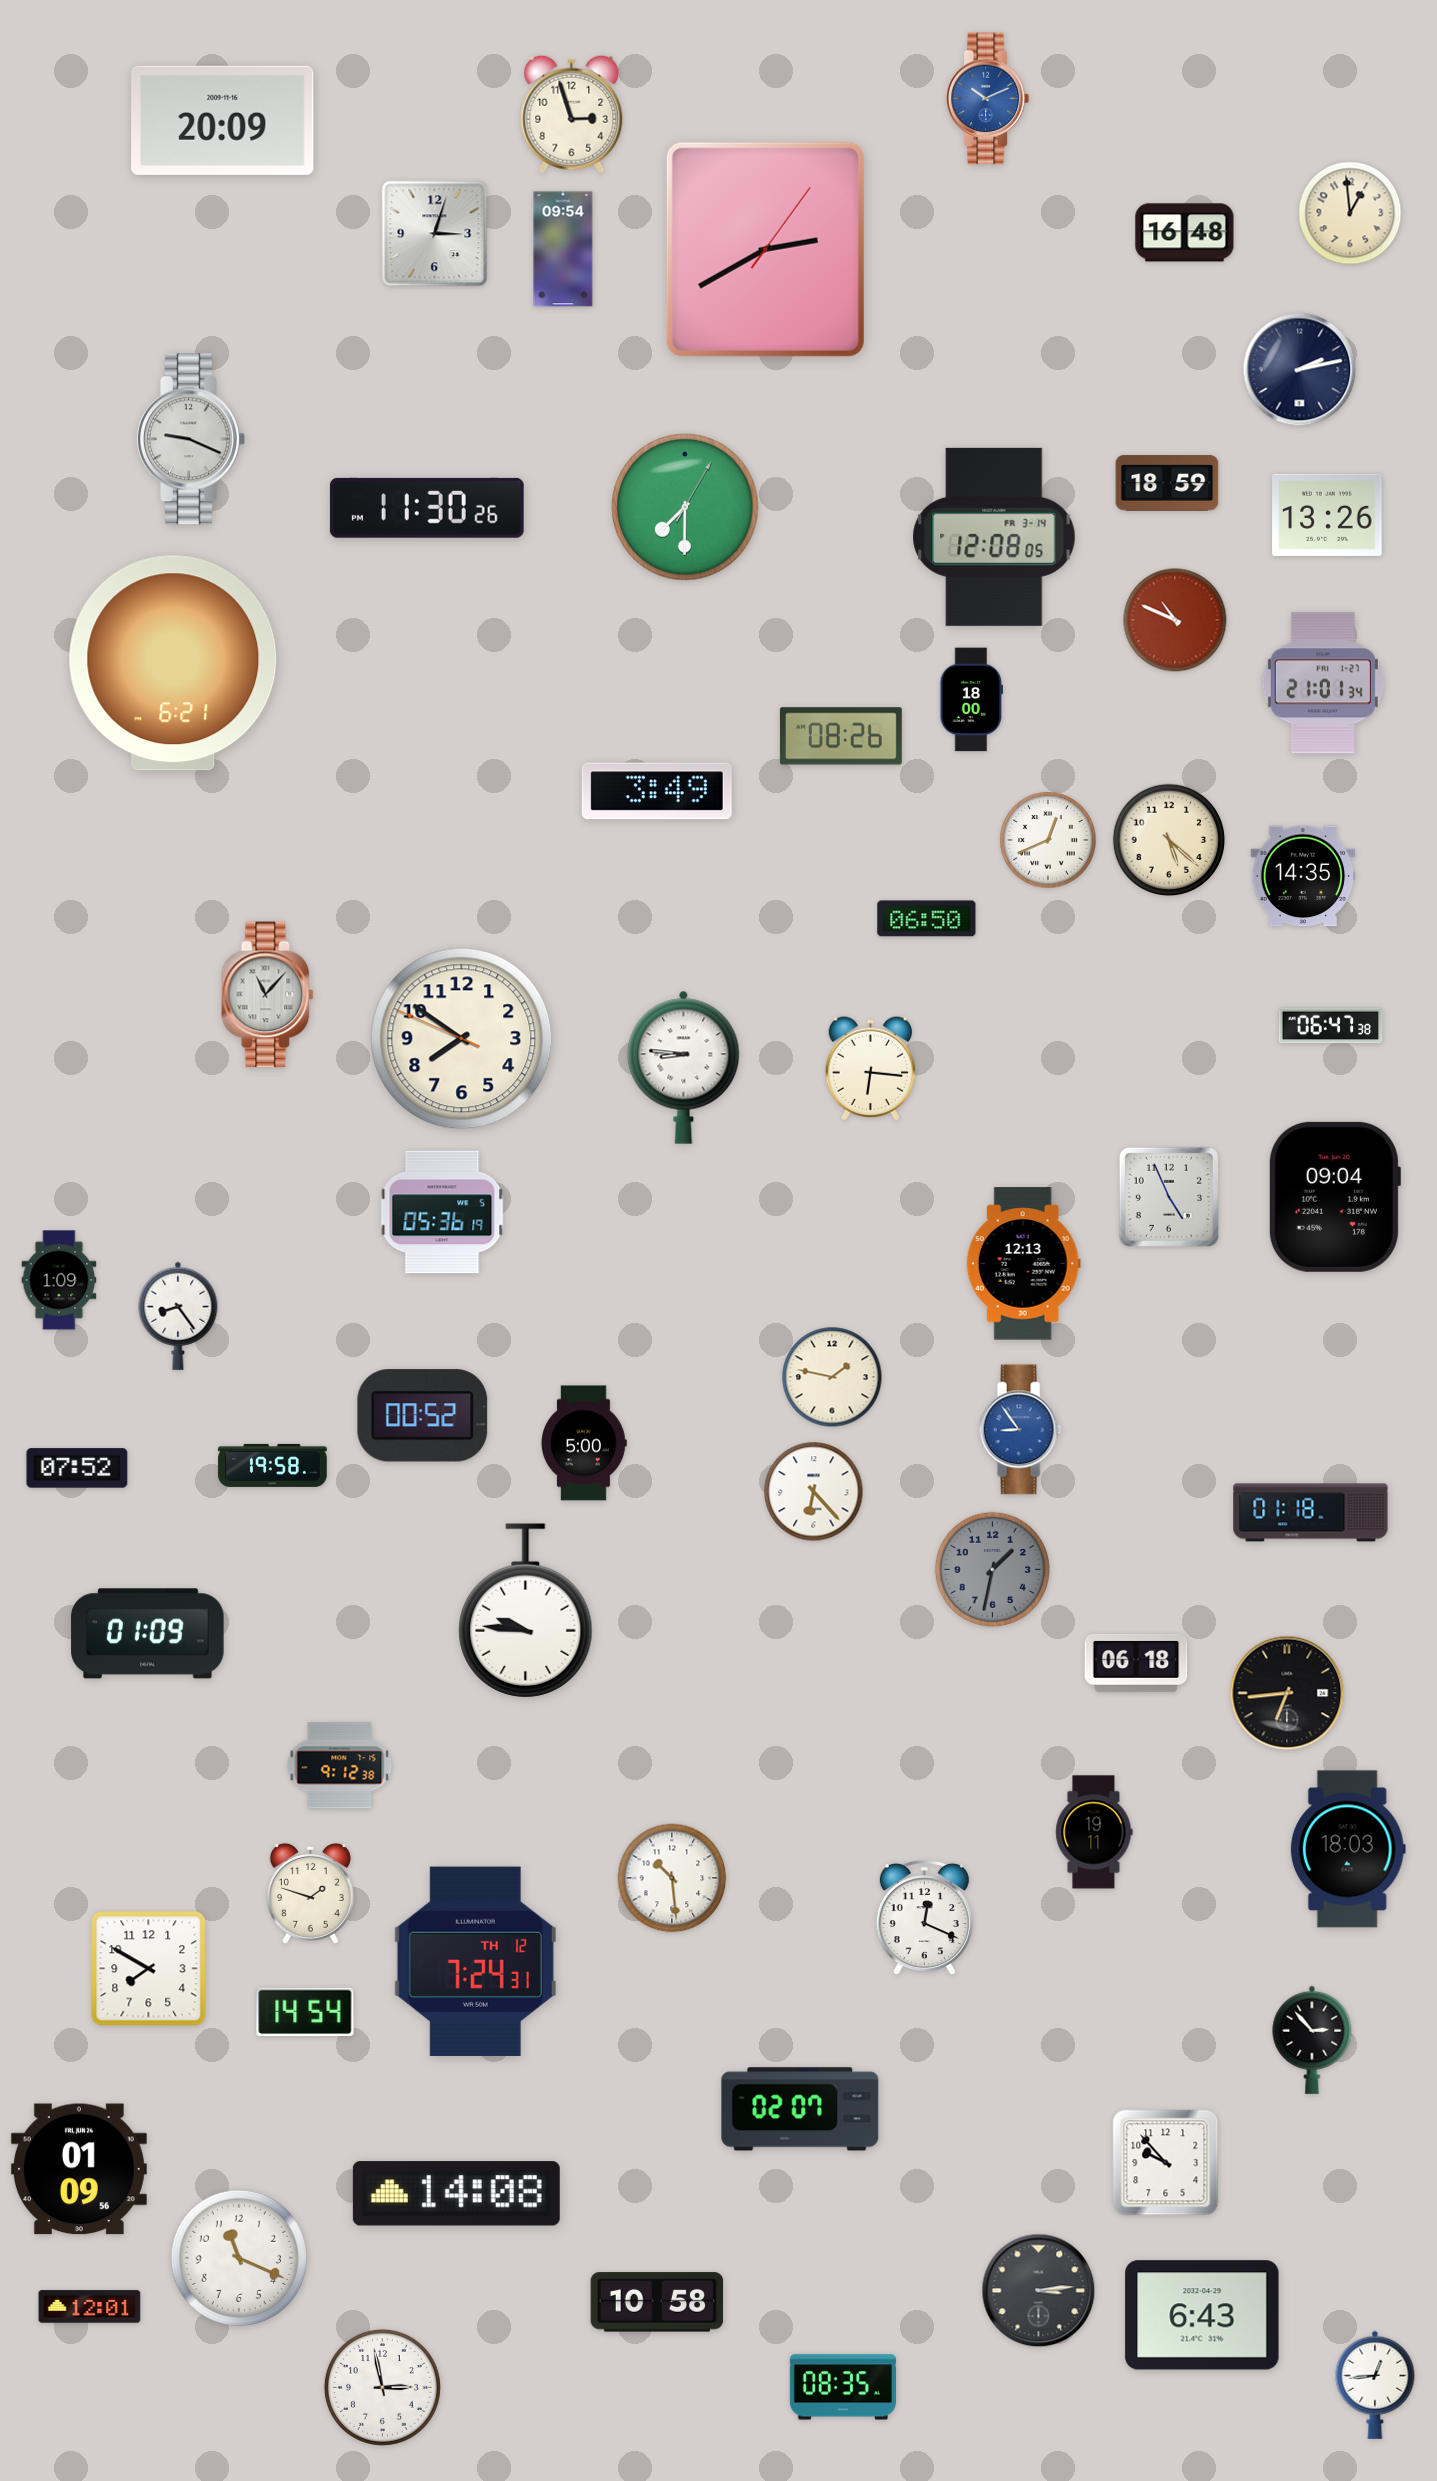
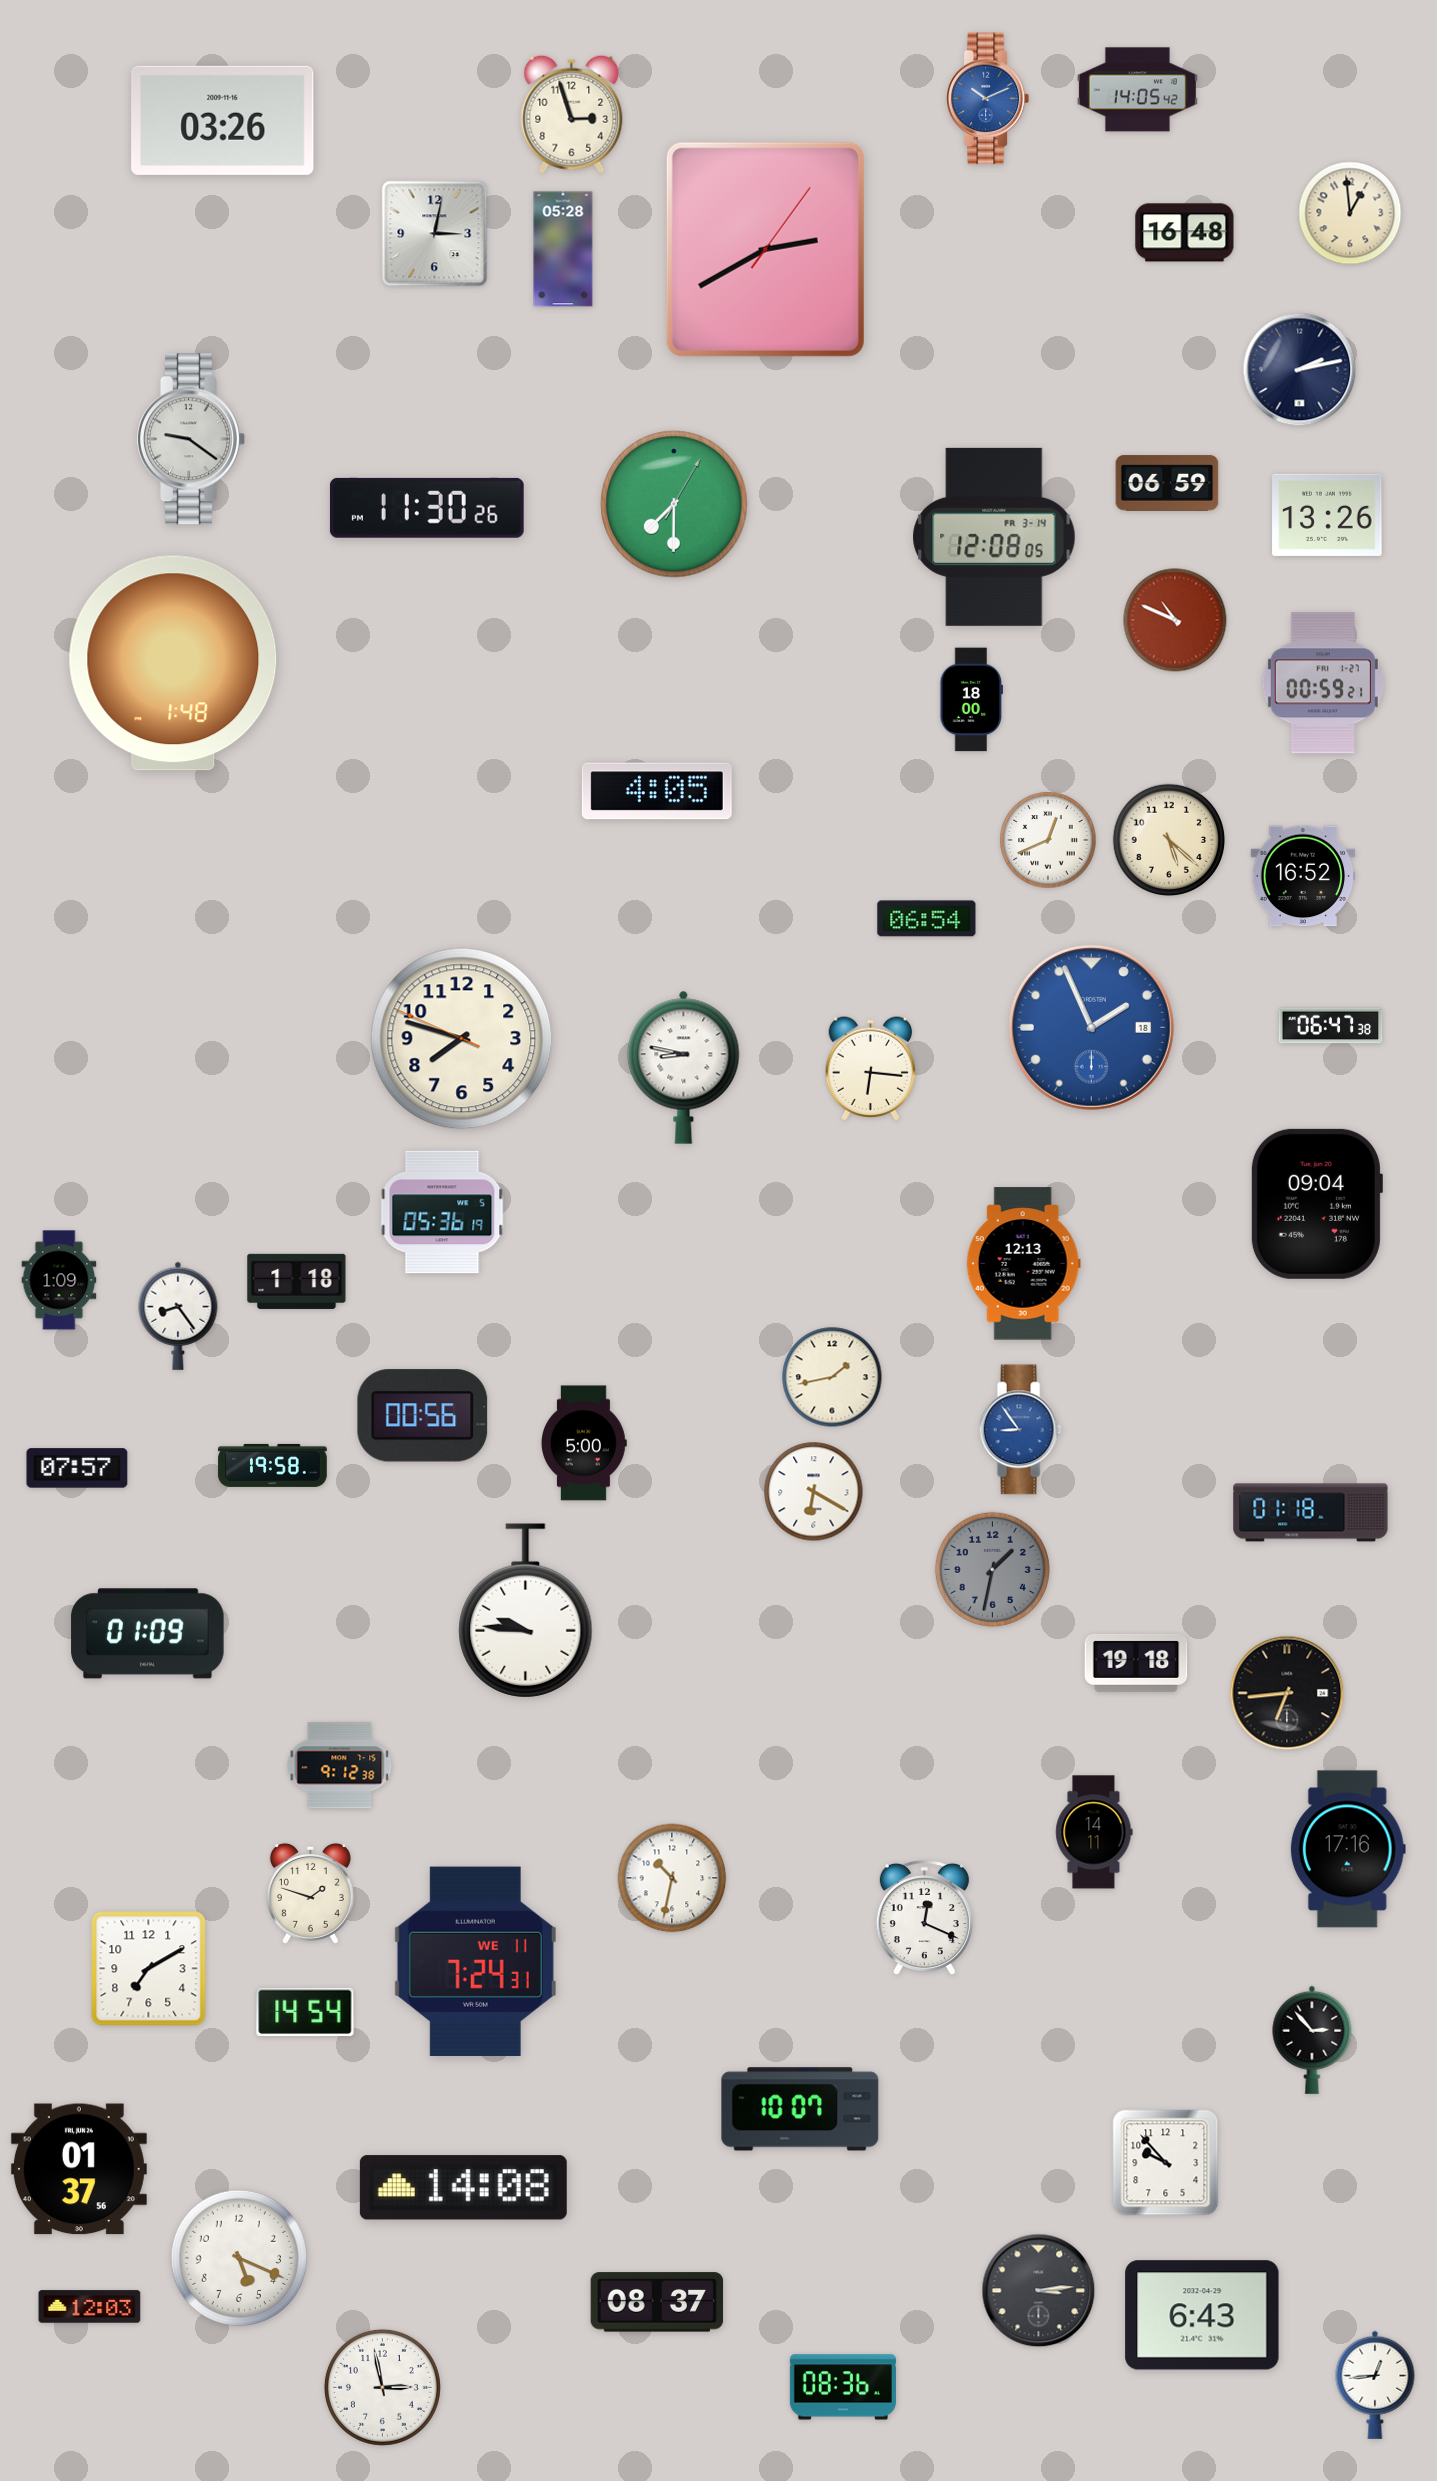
clock at (1137, 90): none -> 14:05
clock at (223, 120): 20:09 -> 03:26
clock at (435, 234): 3:03 -> 3:02
clock at (563, 249): 09:54 -> 05:28
clock at (192, 439): 9:19 -> 9:21
clock at (1167, 483): 18:59 -> 06:59
clock at (685, 507) position: (685, 507) -> (674, 504)
clock at (173, 663): 6:21 -> 1:48
clock at (1323, 683): 21:01 -> 00:59
clock at (841, 736): 08:26 -> none
clock at (657, 791): 3:49 -> 4:05
clock at (1303, 876): 14:35 -> 16:52
clock at (927, 919): 06:50 -> 06:54
clock at (268, 995): 11:07 -> none
clock at (1091, 1027): none -> 1:56
clock at (462, 1039): 7:50 -> 7:47
clock at (684, 1067): 8:46 -> 8:47
clock at (1169, 1197): 4:56 -> none
clock at (1334, 1197) position: (1334, 1197) -> (1316, 1204)
clock at (297, 1281): none -> 1:18
clock at (832, 1377): 1:47 -> 1:43
clock at (423, 1416): 00:52 -> 00:56
clock at (77, 1468): 07:52 -> 07:57
clock at (814, 1492): 6:23 -> 6:20
clock at (1136, 1663): 06:18 -> 19:18
clock at (1094, 1832): 19:11 -> 14:11
clock at (1348, 1849): 18:03 -> 17:16
clock at (672, 1878): 10:29 -> 10:32
clock at (475, 1961) date: TH 12 -> WE 11
clock at (149, 1969): 7:50 -> 7:10
clock at (800, 2109): 02:07 -> 10:07
clock at (79, 2169): 01:09 -> 01:37
clock at (456, 2194) position: (456, 2194) -> (463, 2188)
clock at (239, 2258): 11:19 -> 5:19
clock at (657, 2302): 10:58 -> 08:37
clock at (90, 2307): 12:01 -> 12:03
clock at (843, 2387): 08:35 -> 08:36
